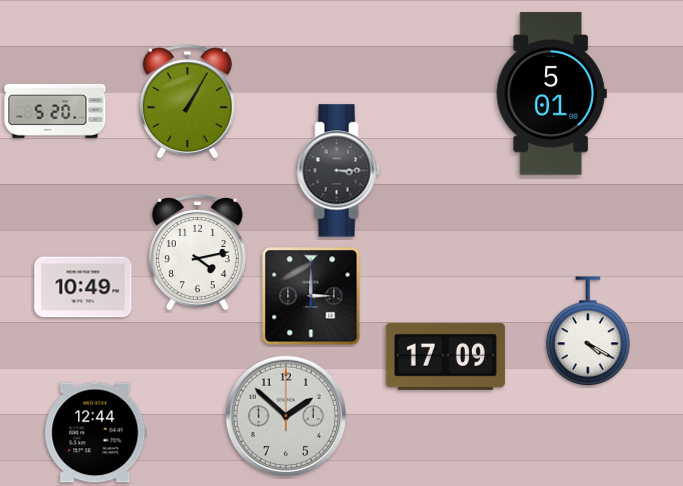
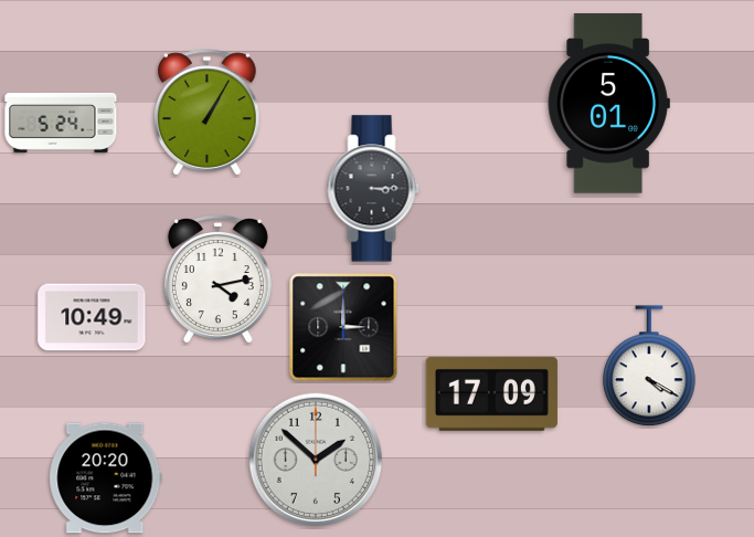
clock at (55, 111): 5:20 -> 5:24
clock at (96, 433): 12:44 -> 20:20
